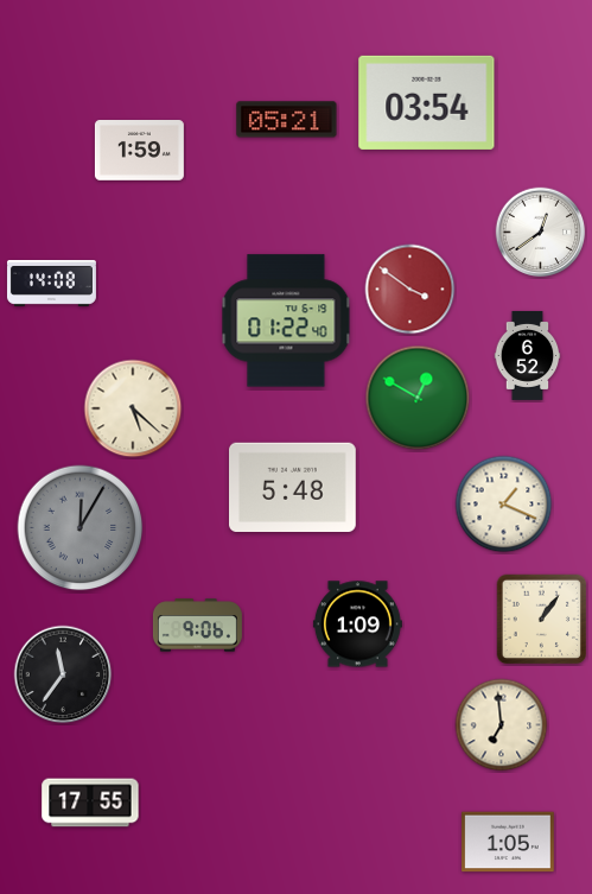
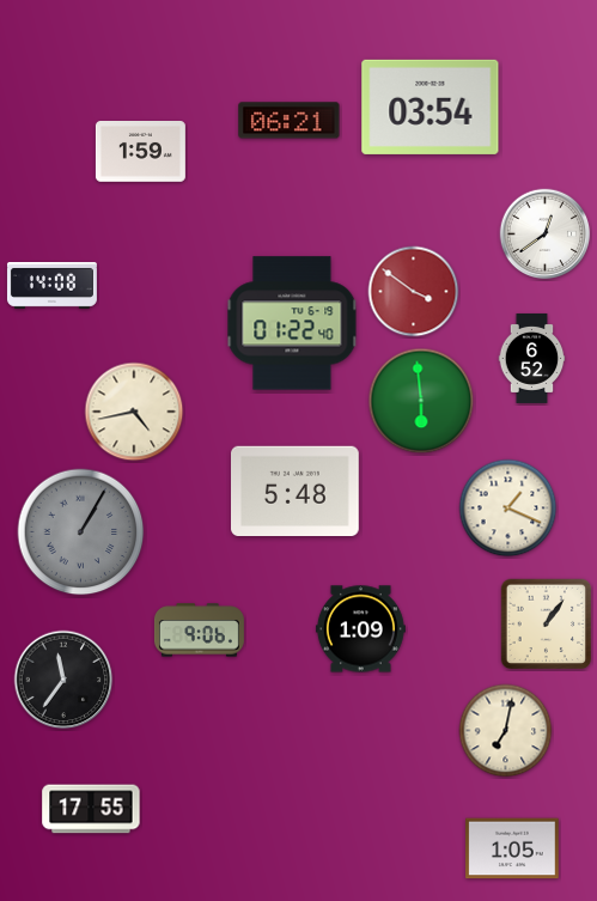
clock at (427, 102) position: (427, 102) -> (431, 106)
clock at (287, 120): 05:21 -> 06:21
clock at (286, 321) position: (286, 321) -> (292, 323)
clock at (418, 398): 12:50 -> 5:59
clock at (133, 408): 5:22 -> 4:43
clock at (81, 528): 12:05 -> 1:05
clock at (502, 725): 6:59 -> 7:02
